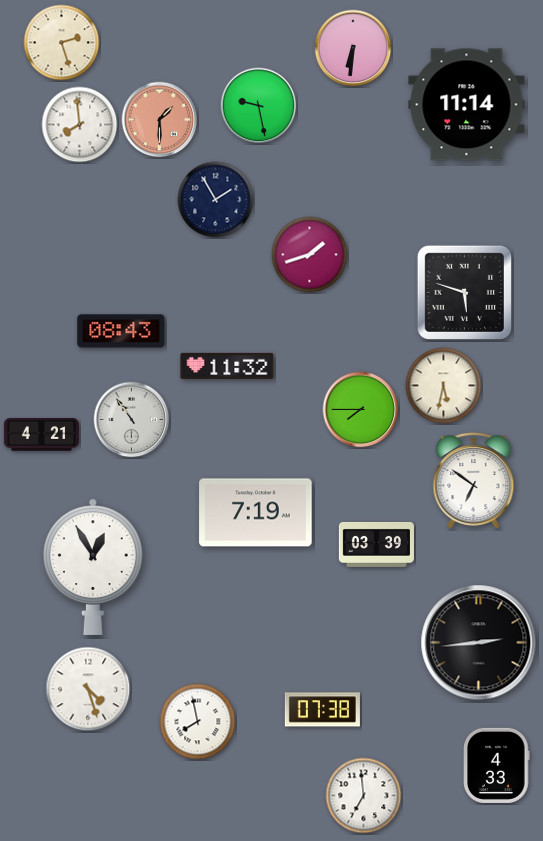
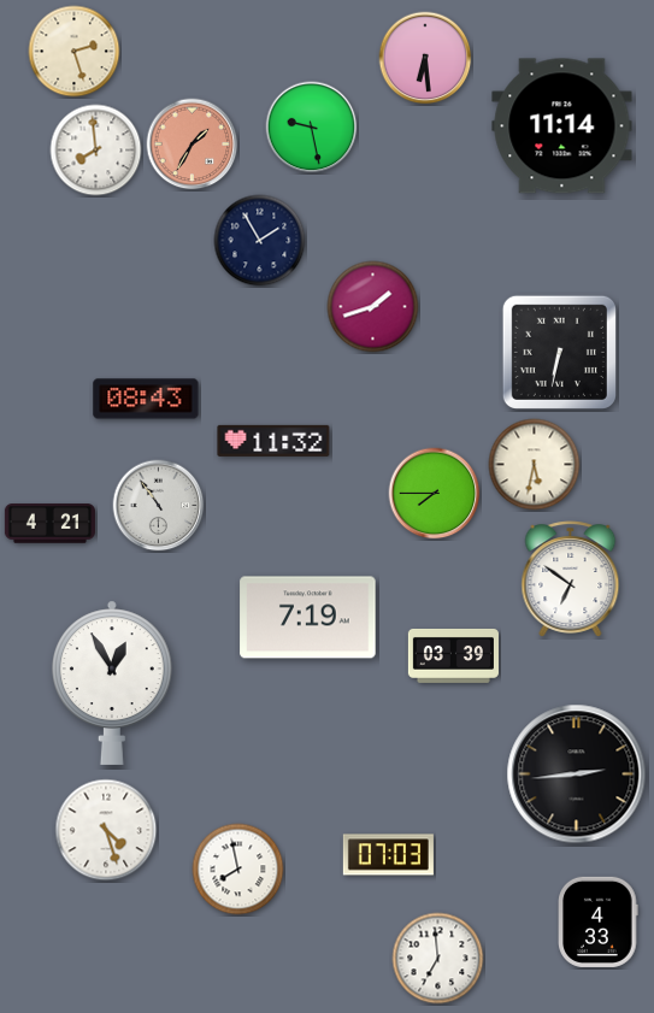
clock at (353, 48): 6:31 -> 6:29
clock at (160, 120): 1:30 -> 1:35
clock at (464, 292): 5:48 -> 6:32
clock at (322, 710): 07:38 -> 07:03
